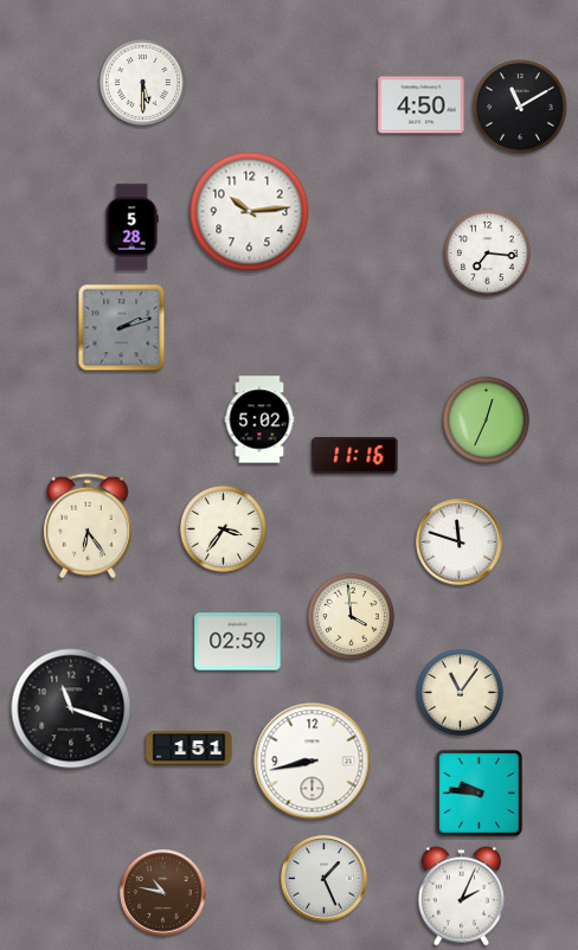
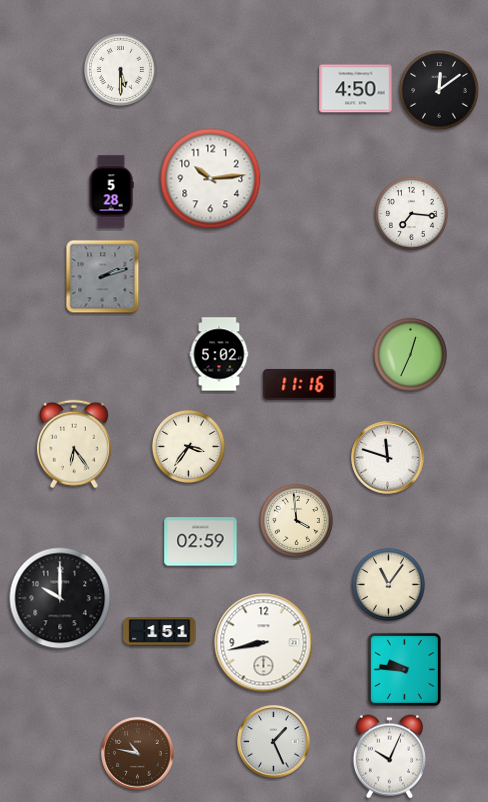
clock at (520, 107): 11:10 -> 12:09
clock at (71, 708): 11:18 -> 10:00
clock at (461, 897): 2:04 -> 10:04
